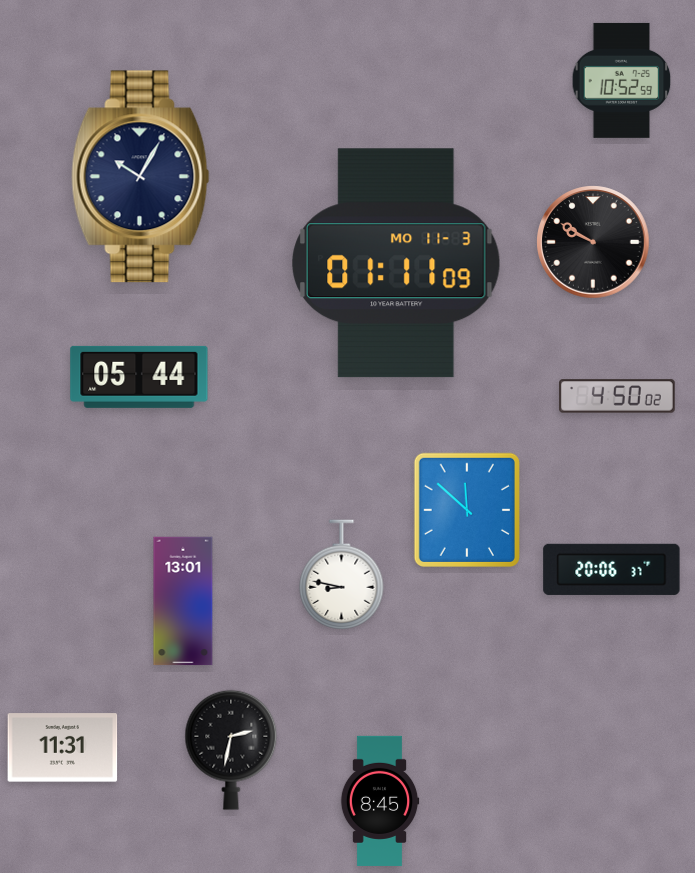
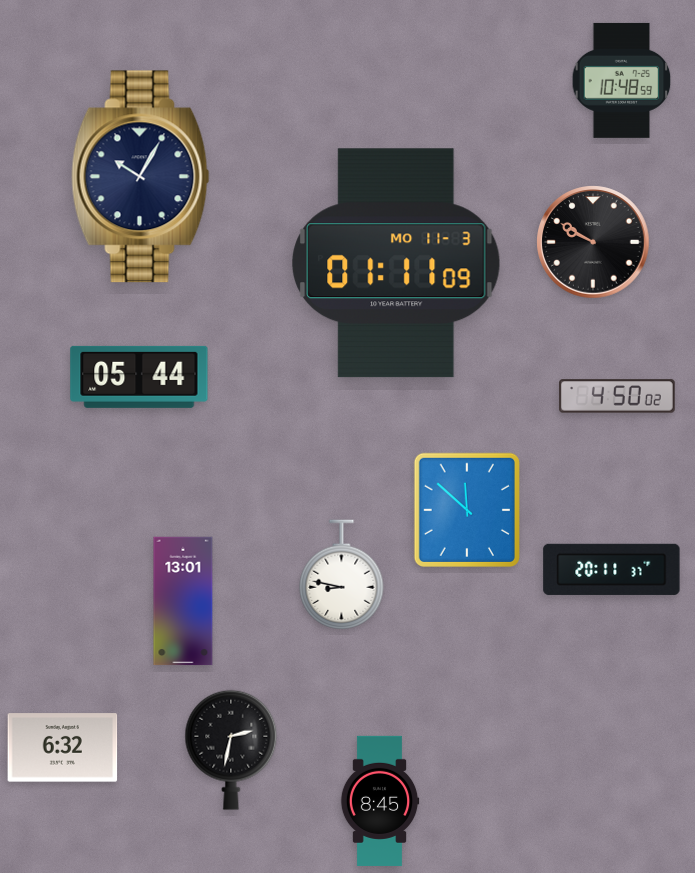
clock at (622, 80): 10:52 -> 10:48
clock at (612, 569): 20:06 -> 20:11
clock at (63, 748): 11:31 -> 6:32
